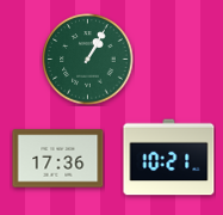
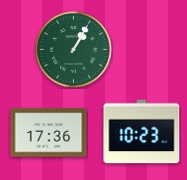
clock at (169, 158): 10:21 -> 10:23
